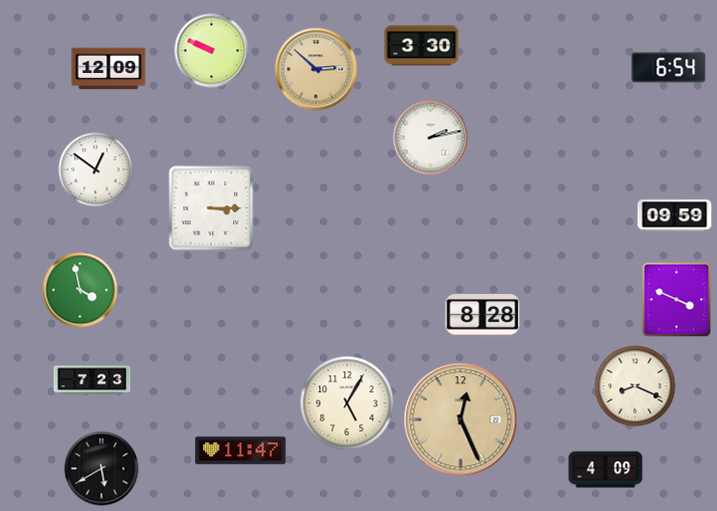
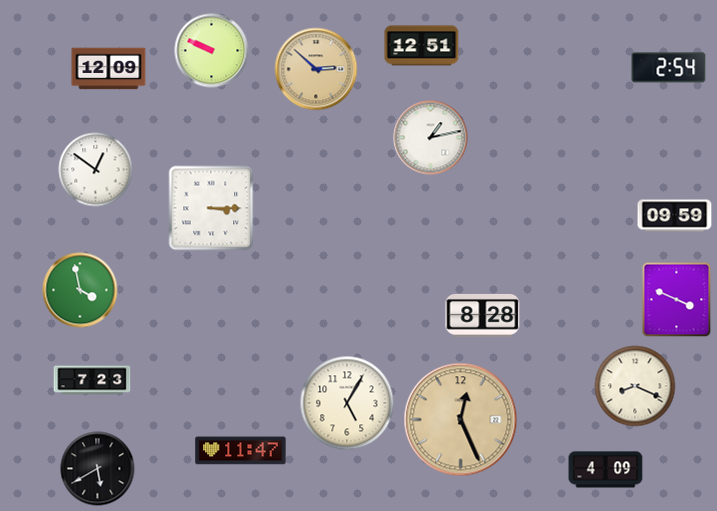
clock at (422, 46): 3:30 -> 12:51
clock at (669, 68): 6:54 -> 2:54
clock at (431, 138): 2:13 -> 1:13
clock at (102, 469) position: (102, 469) -> (98, 469)
